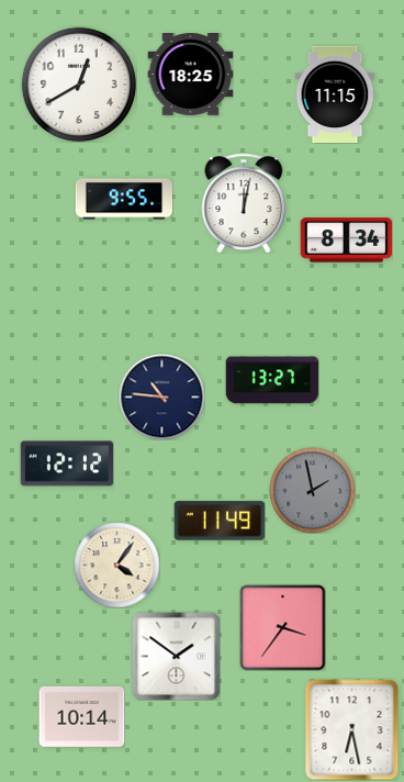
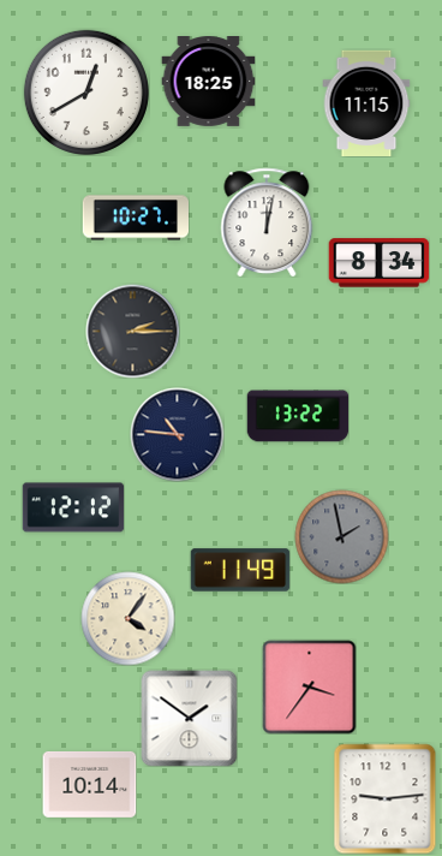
clock at (123, 199): 9:55 -> 10:27
clock at (132, 331): none -> 2:15
clock at (272, 380): 13:27 -> 13:22
clock at (176, 656) position: (176, 656) -> (189, 718)
clock at (352, 729): 6:28 -> 9:14
